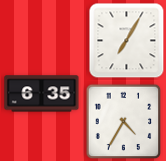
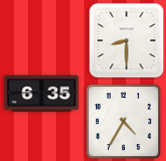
clock at (127, 41): 7:05 -> 8:30
